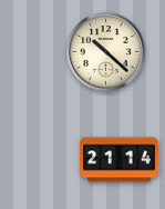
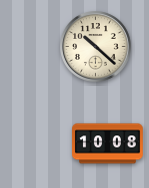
clock at (120, 160): 21:14 -> 10:08
